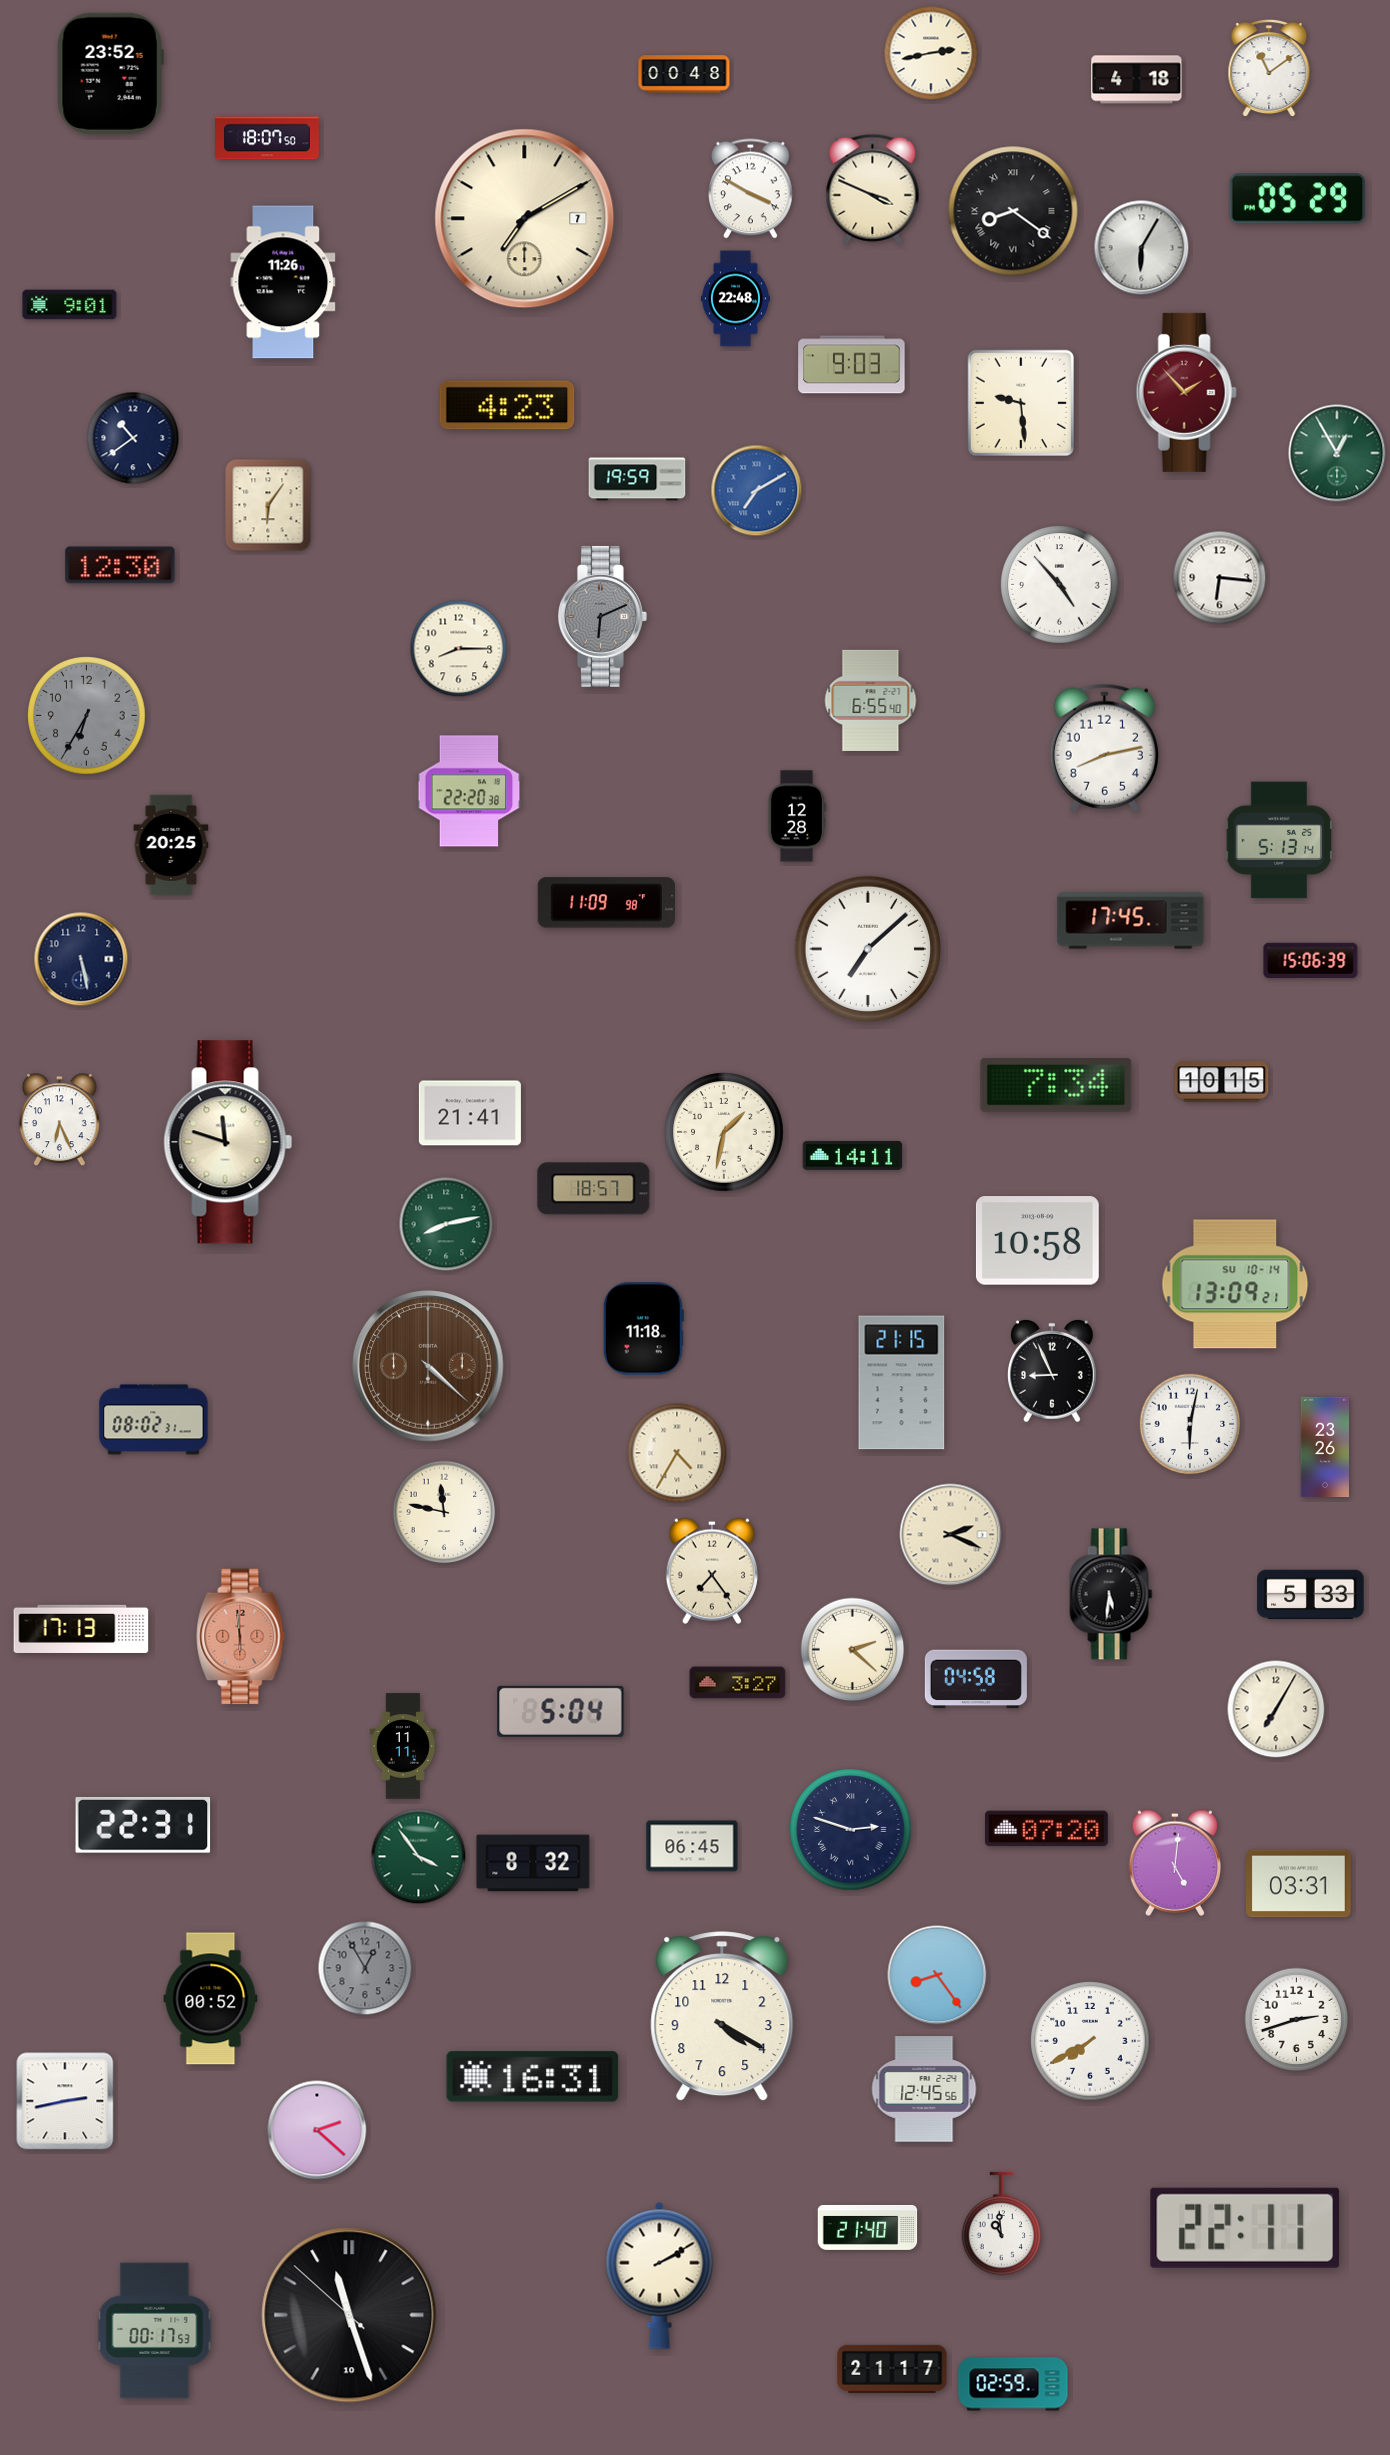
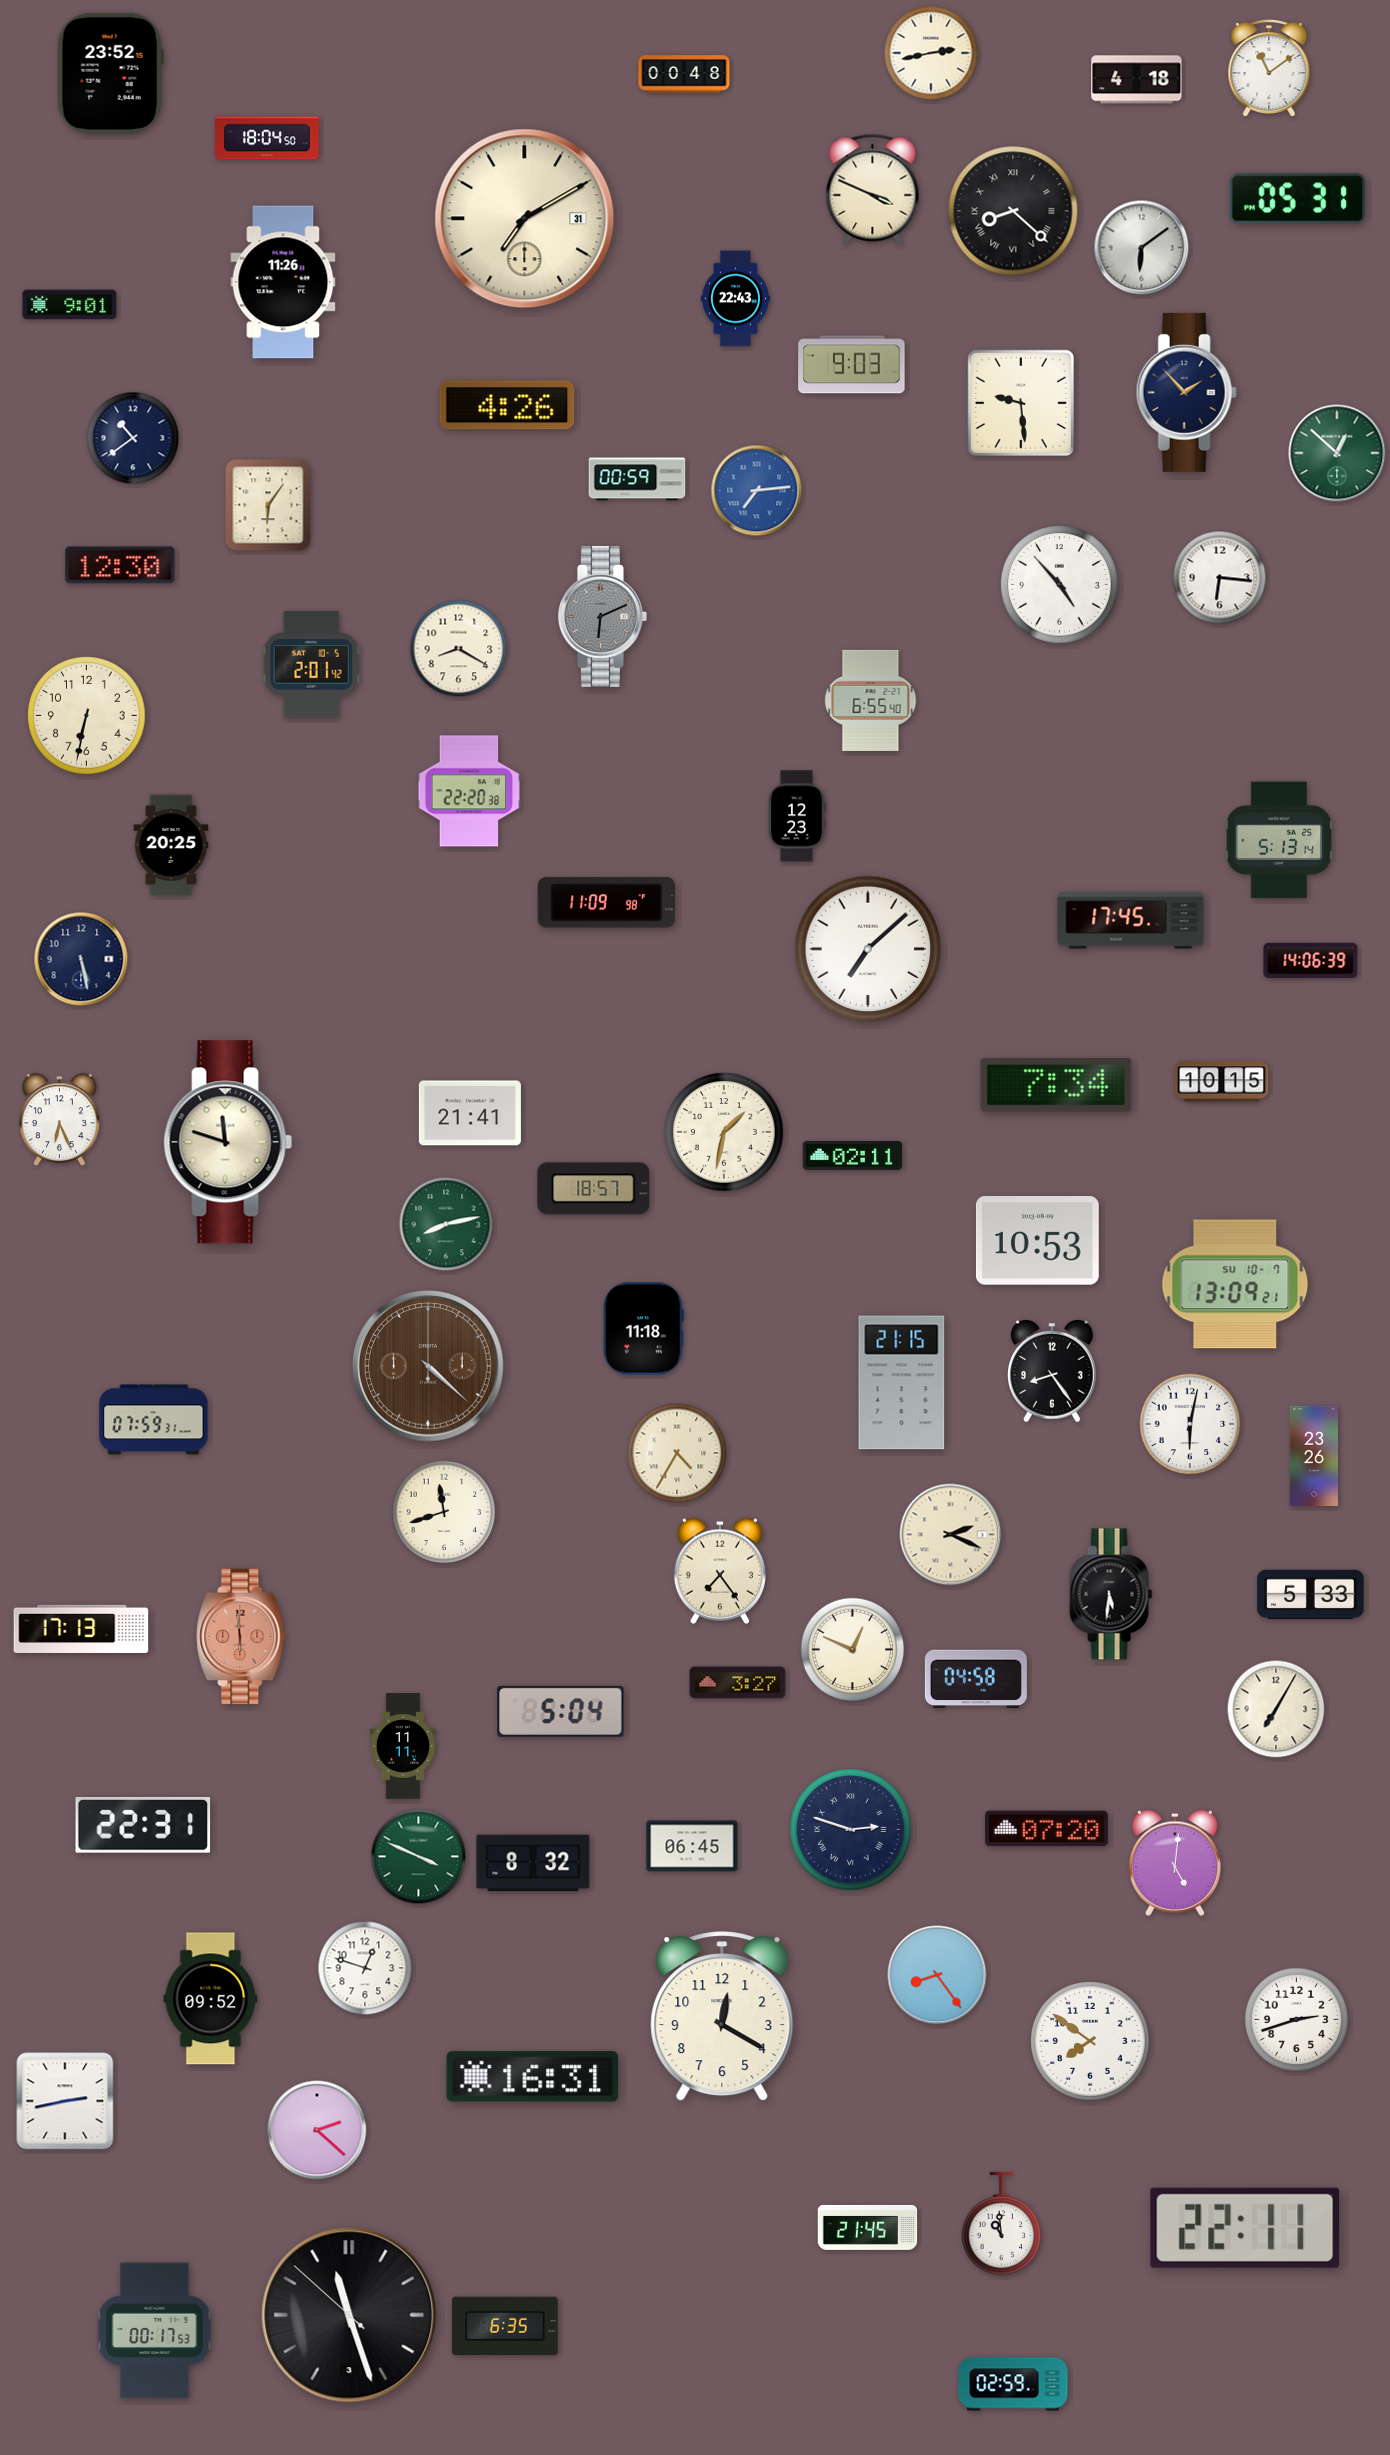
clock at (268, 138): 18:07 -> 18:04
clock at (751, 189): 3:50 -> none
clock at (1298, 199): 05:29 -> 05:31
clock at (1013, 211): 8:21 -> 8:22
clock at (525, 219) date: 7 -> 31
clock at (1142, 248): 6:05 -> 6:09
clock at (735, 299): 22:48 -> 22:43
clock at (1186, 392) dial: burgundy -> navy
clock at (507, 405): 4:23 -> 4:26
clock at (1337, 453): 12:55 -> 12:52
clock at (637, 479): 19:59 -> 00:59
clock at (757, 491): 7:10 -> 7:14
clock at (459, 649): 8:15 -> 8:20
clock at (312, 665): none -> 2:01
clock at (87, 716): 6:35 -> 6:32
clock at (87, 716) dial: grey -> cream
clock at (1104, 748): 8:13 -> none
clock at (796, 816): 12:28 -> 12:23
clock at (1311, 961): 15:06 -> 14:06
clock at (853, 1155): 14:11 -> 02:11
clock at (1037, 1241): 10:58 -> 10:53
clock at (1235, 1284) date: SU 10-14 -> SU 10-7
clock at (1053, 1371): 8:56 -> 8:24
clock at (154, 1420): 08:02 -> 07:59
clock at (1325, 1447) position: (1325, 1447) -> (1314, 1456)
clock at (444, 1512): 11:47 -> 11:42
clock at (712, 1571) position: (712, 1571) -> (720, 1571)
clock at (853, 1650): 2:22 -> 12:49
clock at (419, 1857): 3:54 -> 3:49
clock at (1299, 1884): 03:31 -> none
clock at (365, 1968): 12:55 -> 12:48
clock at (365, 1968) dial: grey -> white
clock at (211, 1999): 00:52 -> 09:52
clock at (722, 2017): 4:20 -> 12:20
clock at (1090, 2041): 7:40 -> 7:51
clock at (924, 2089): 12:45 -> none
clock at (868, 2227): 21:40 -> 21:45
clock at (660, 2275): 2:10 -> none
clock at (349, 2315) date: 10 -> 3
clock at (505, 2326): none -> 6:35
clock at (892, 2369): 21:17 -> none
